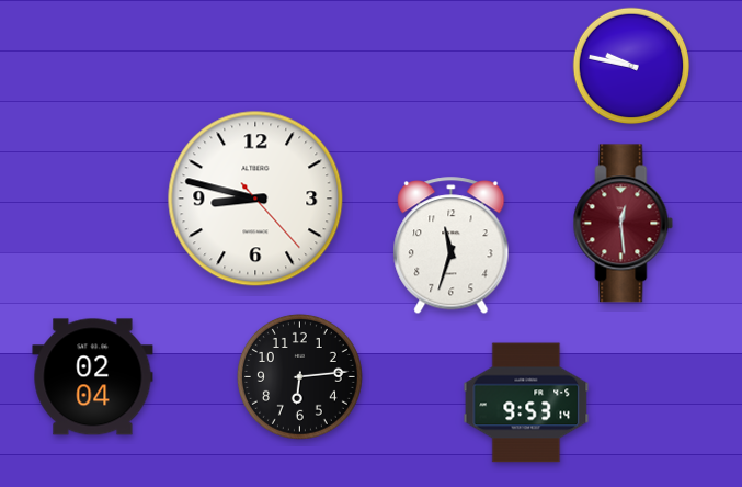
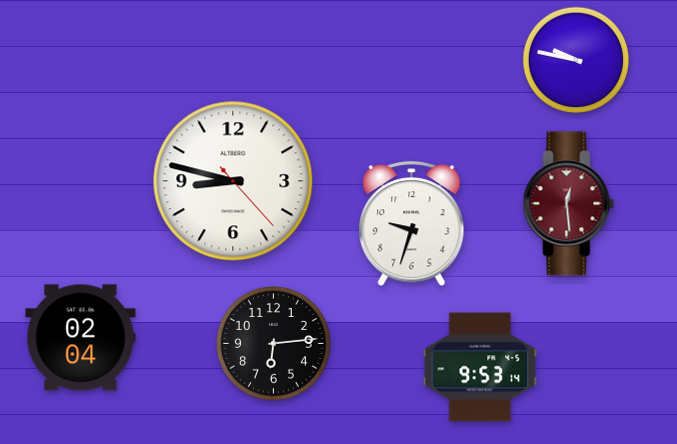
clock at (452, 246): 11:33 -> 9:33
clock at (93, 377) position: (93, 377) -> (81, 338)
